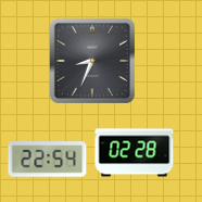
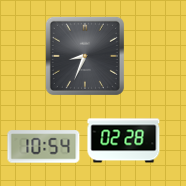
clock at (48, 160): 22:54 -> 10:54
